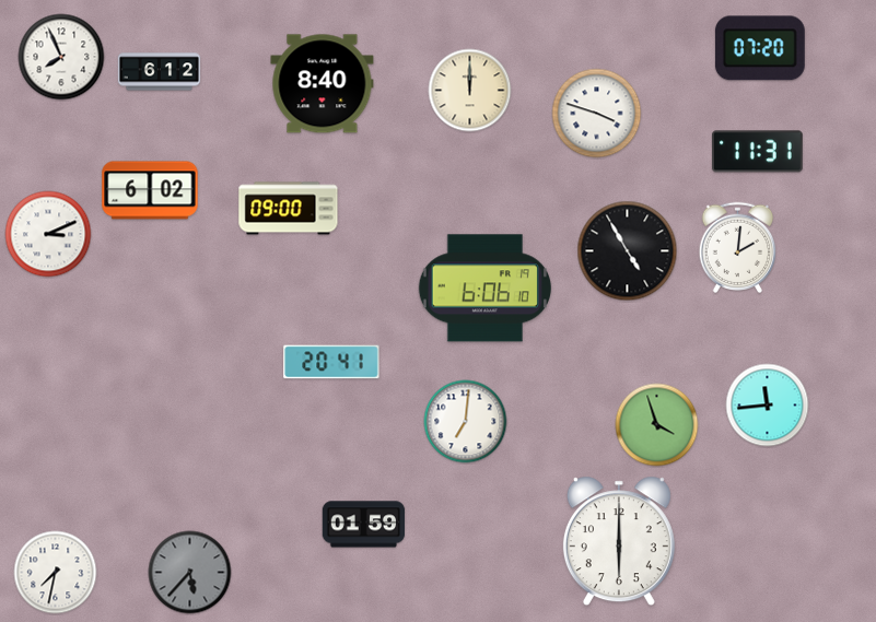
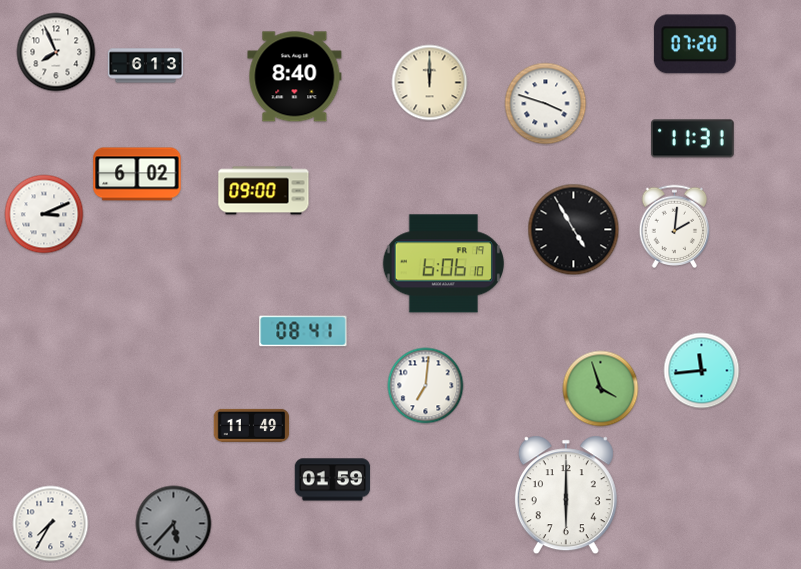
clock at (160, 72): 6:12 -> 6:13
clock at (331, 362): 20:41 -> 08:41
clock at (252, 425): none -> 11:49
clock at (56, 573): 7:32 -> 7:35
